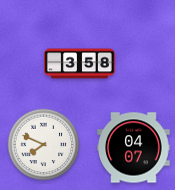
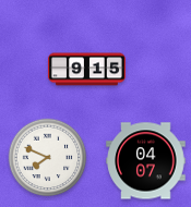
clock at (79, 64): 3:58 -> 9:15
